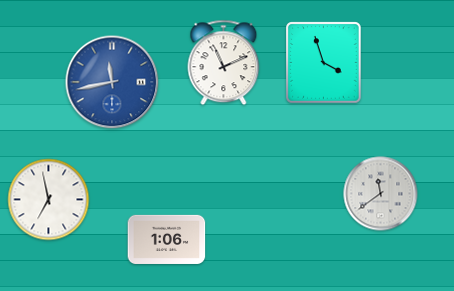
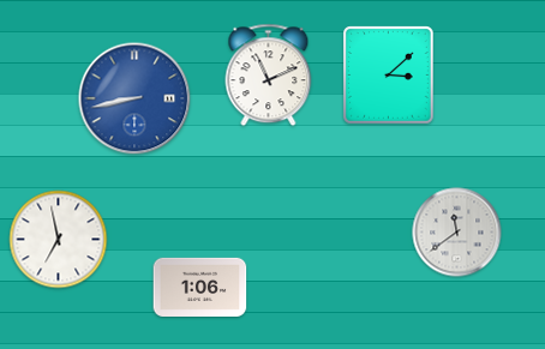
clock at (324, 63): 3:57 -> 3:08
clock at (112, 82): 11:43 -> 8:43
